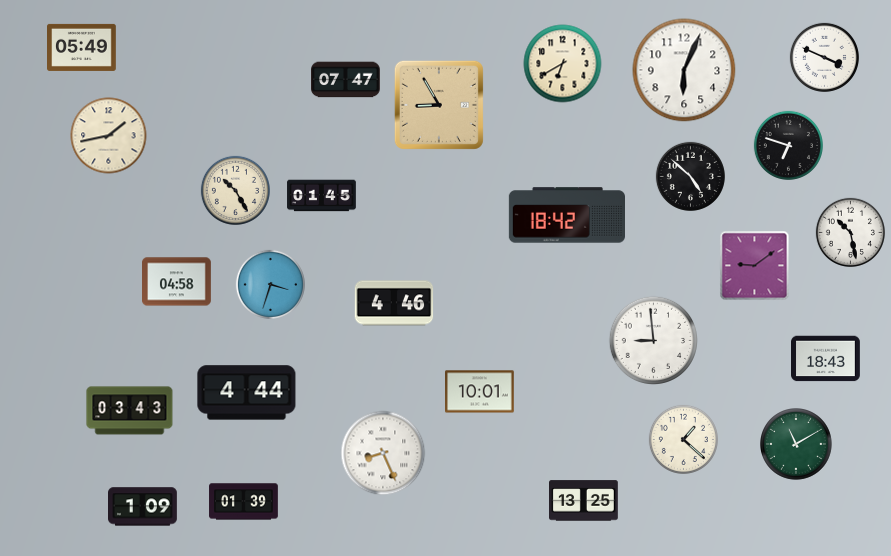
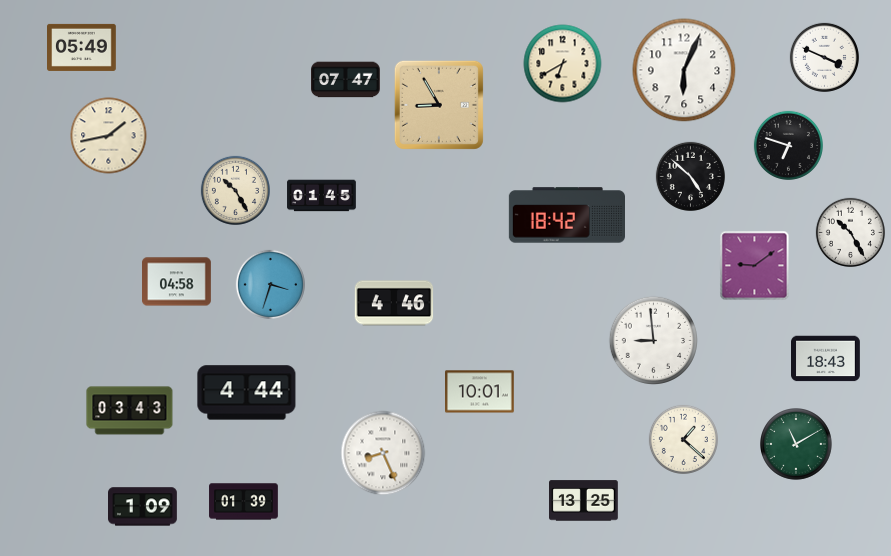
clock at (850, 232): 10:28 -> 10:25
